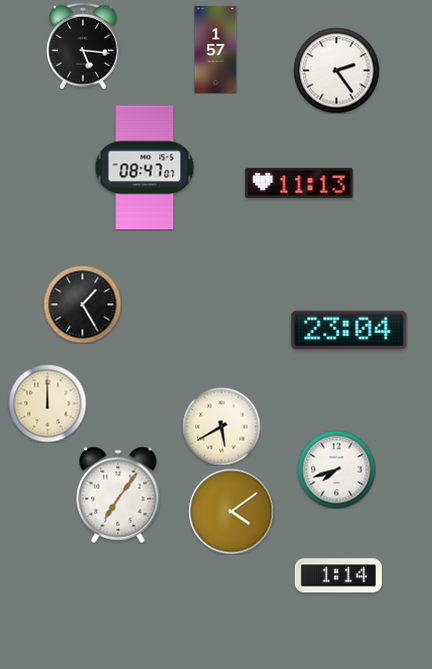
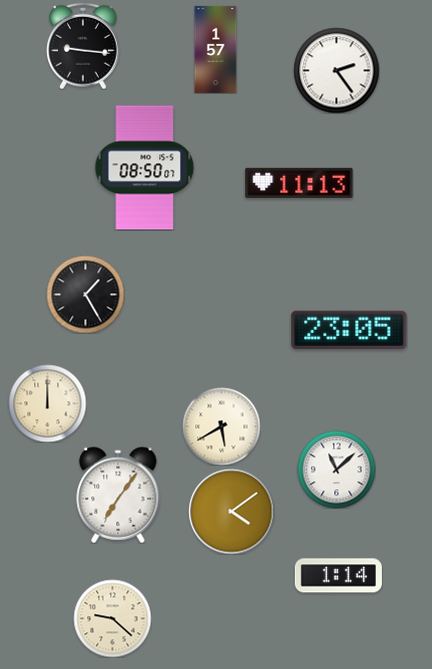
clock at (84, 46): 5:16 -> 9:16
clock at (145, 168): 08:47 -> 08:50
clock at (82, 304) position: (82, 304) -> (85, 294)
clock at (349, 330): 23:04 -> 23:05
clock at (336, 469): 7:42 -> 11:08
clock at (112, 618): none -> 9:22
